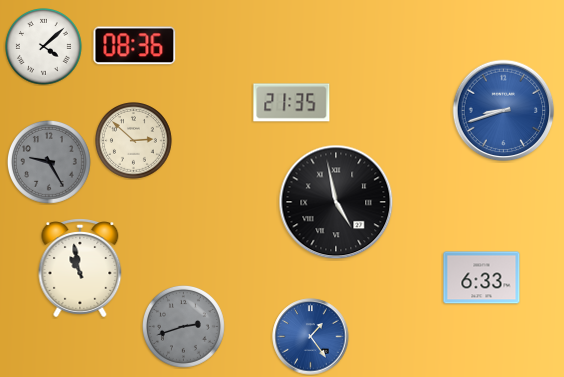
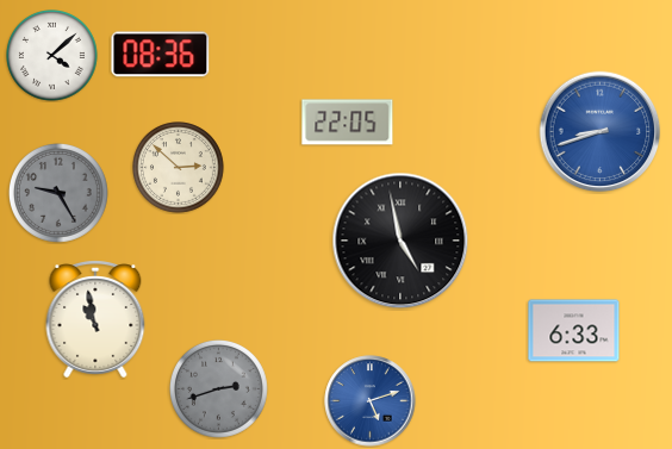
clock at (292, 103): 21:35 -> 22:05
clock at (134, 141) position: (134, 141) -> (179, 168)
clock at (311, 337): 1:24 -> 5:12
